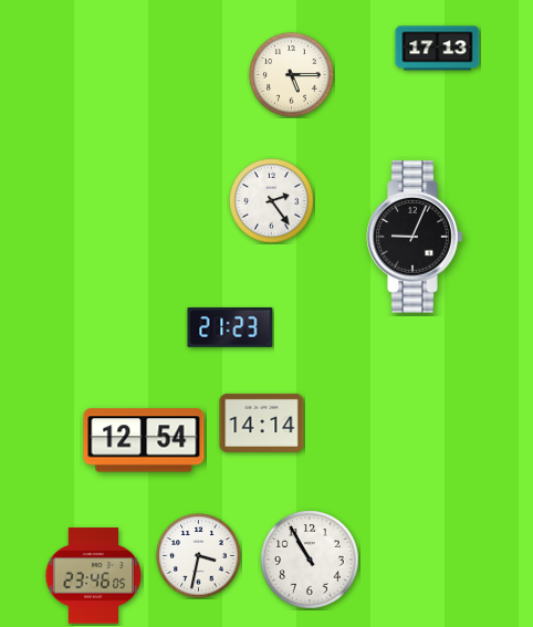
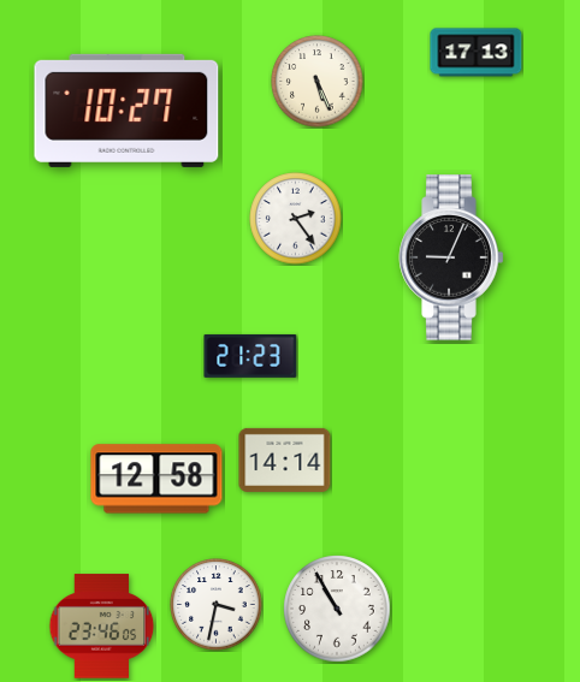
clock at (292, 75): 5:15 -> 5:26
clock at (126, 111): none -> 10:27
clock at (144, 440): 12:54 -> 12:58
